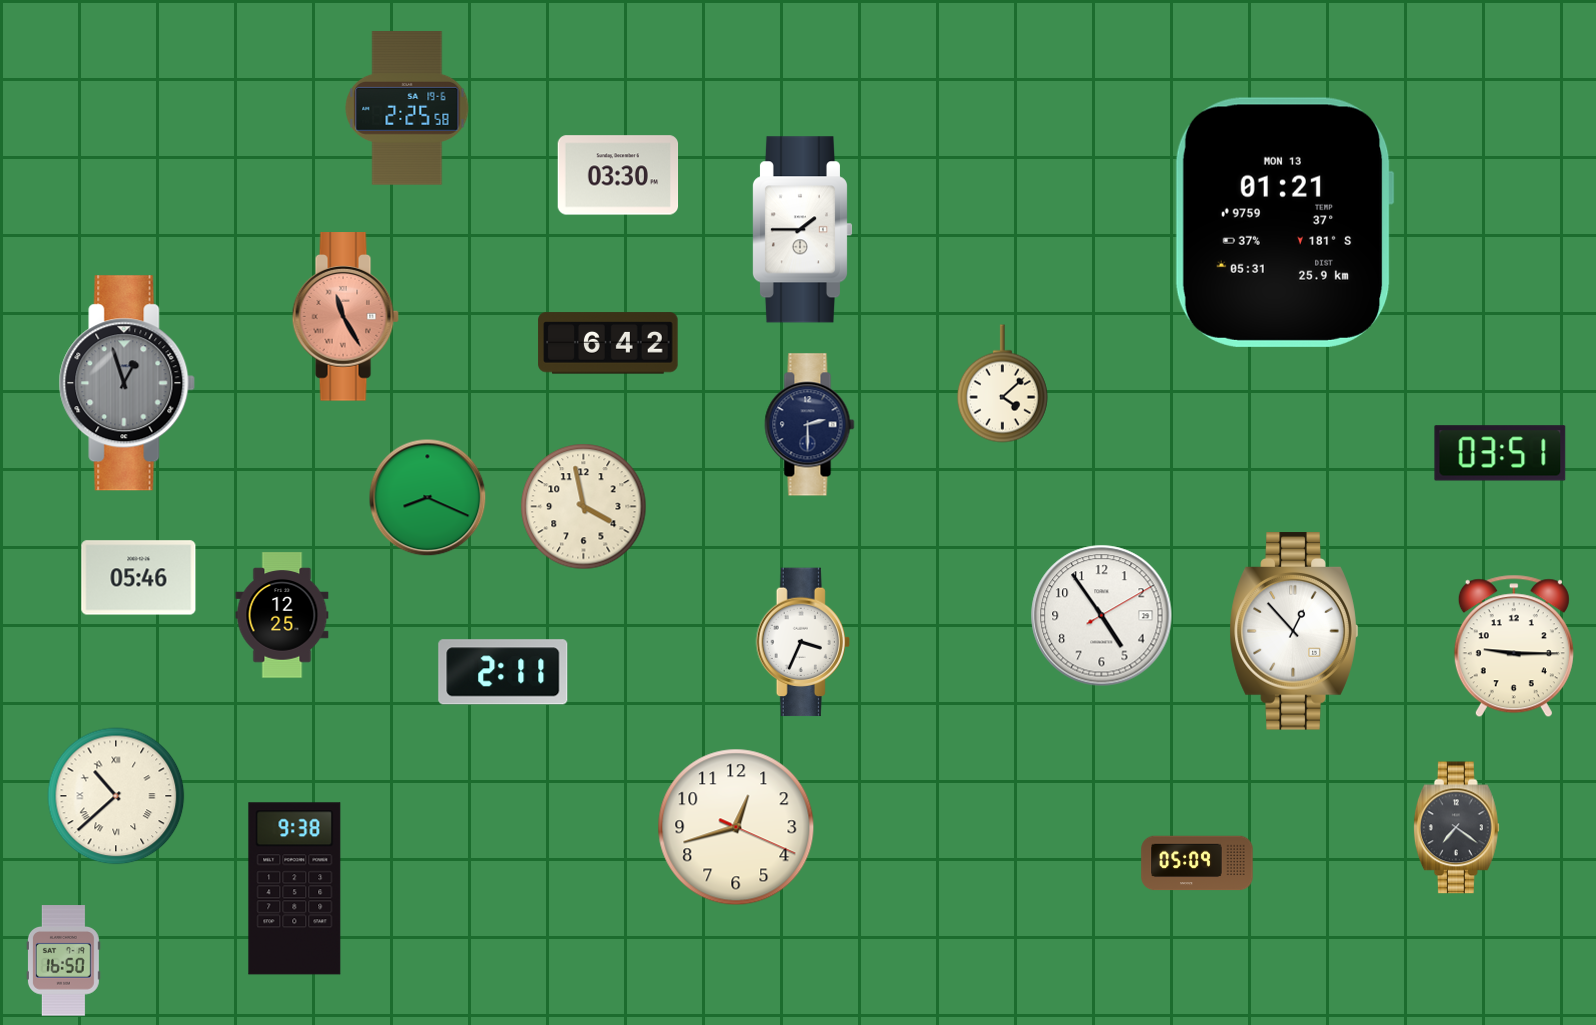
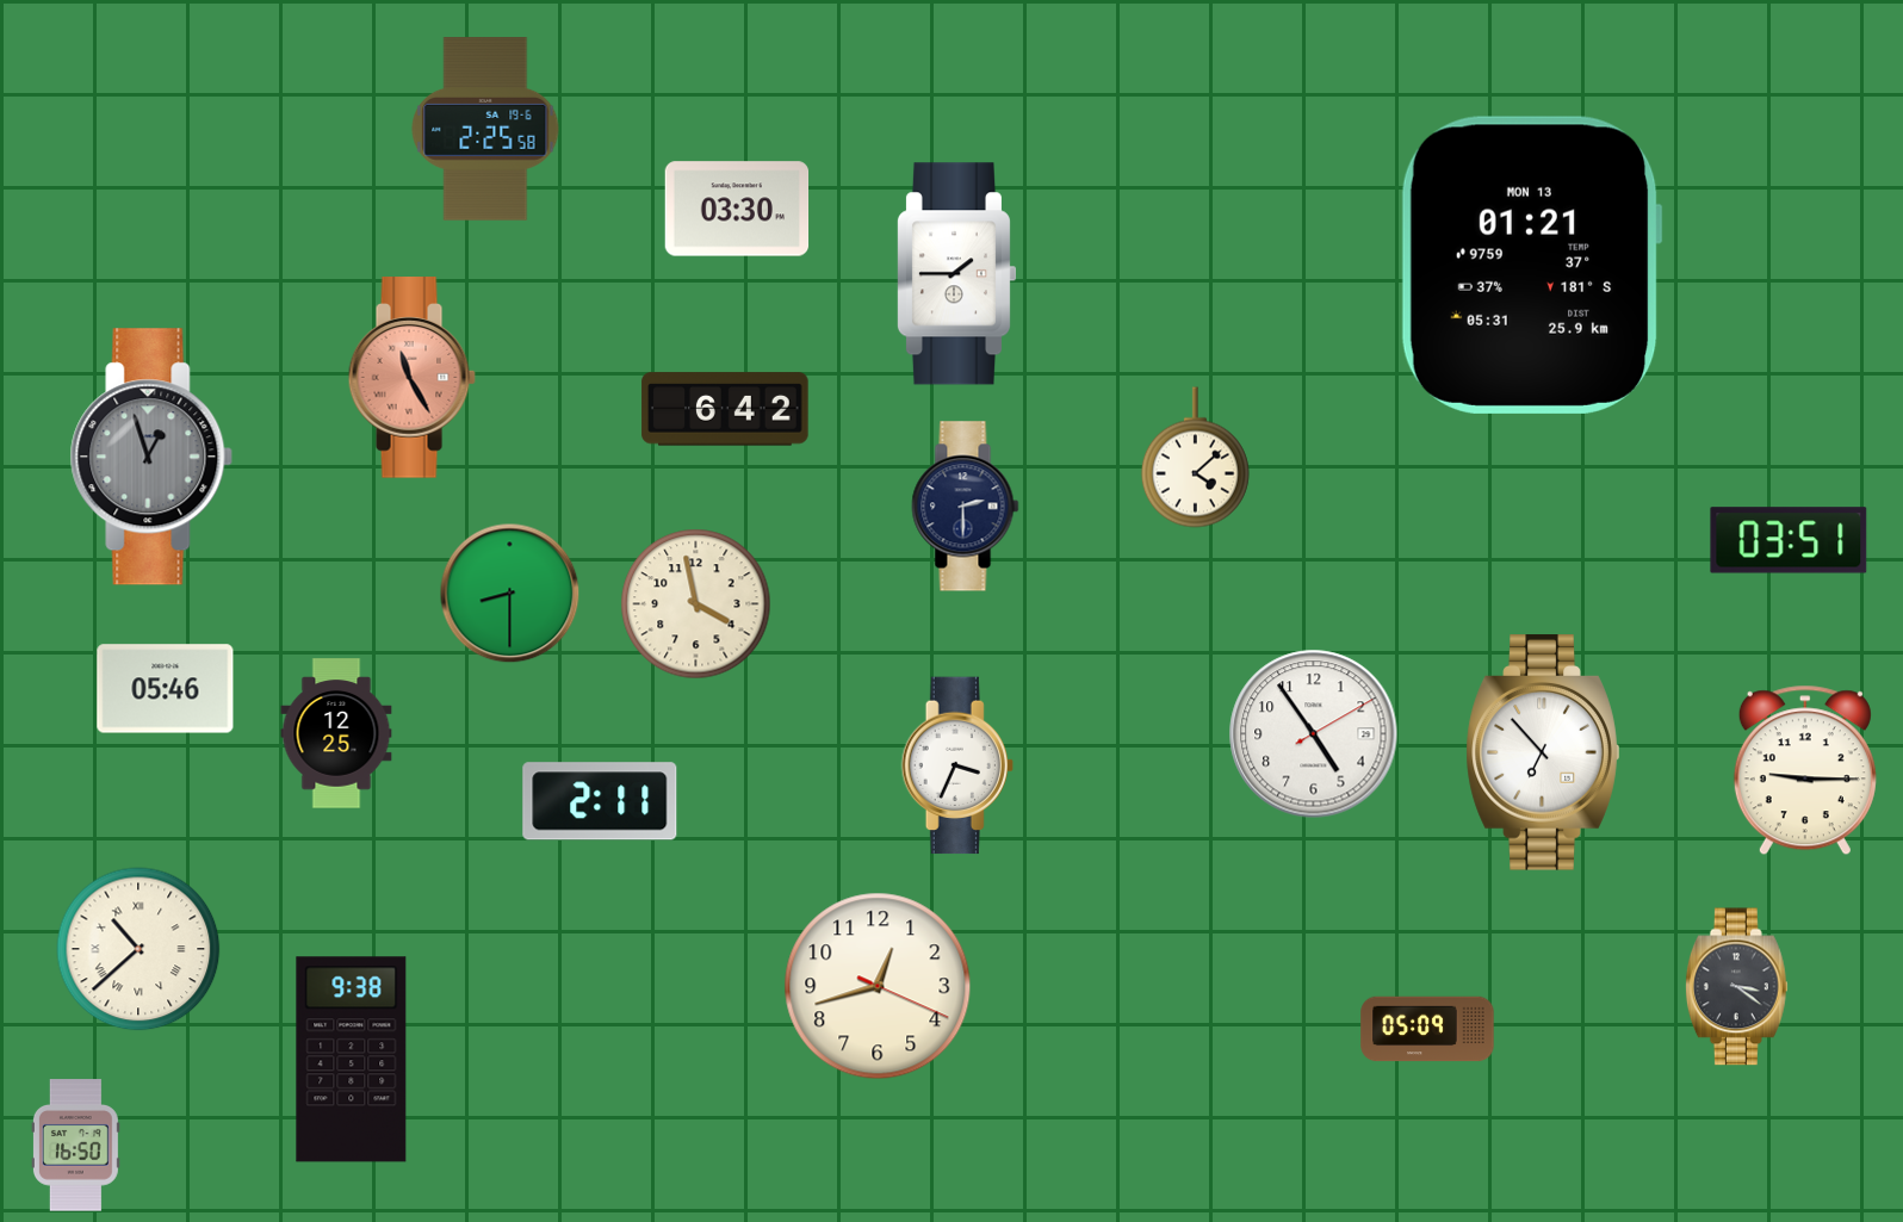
clock at (428, 498): 8:19 -> 8:30
clock at (1294, 631): 12:53 -> 6:53
clock at (1456, 828): 7:21 -> 3:21
